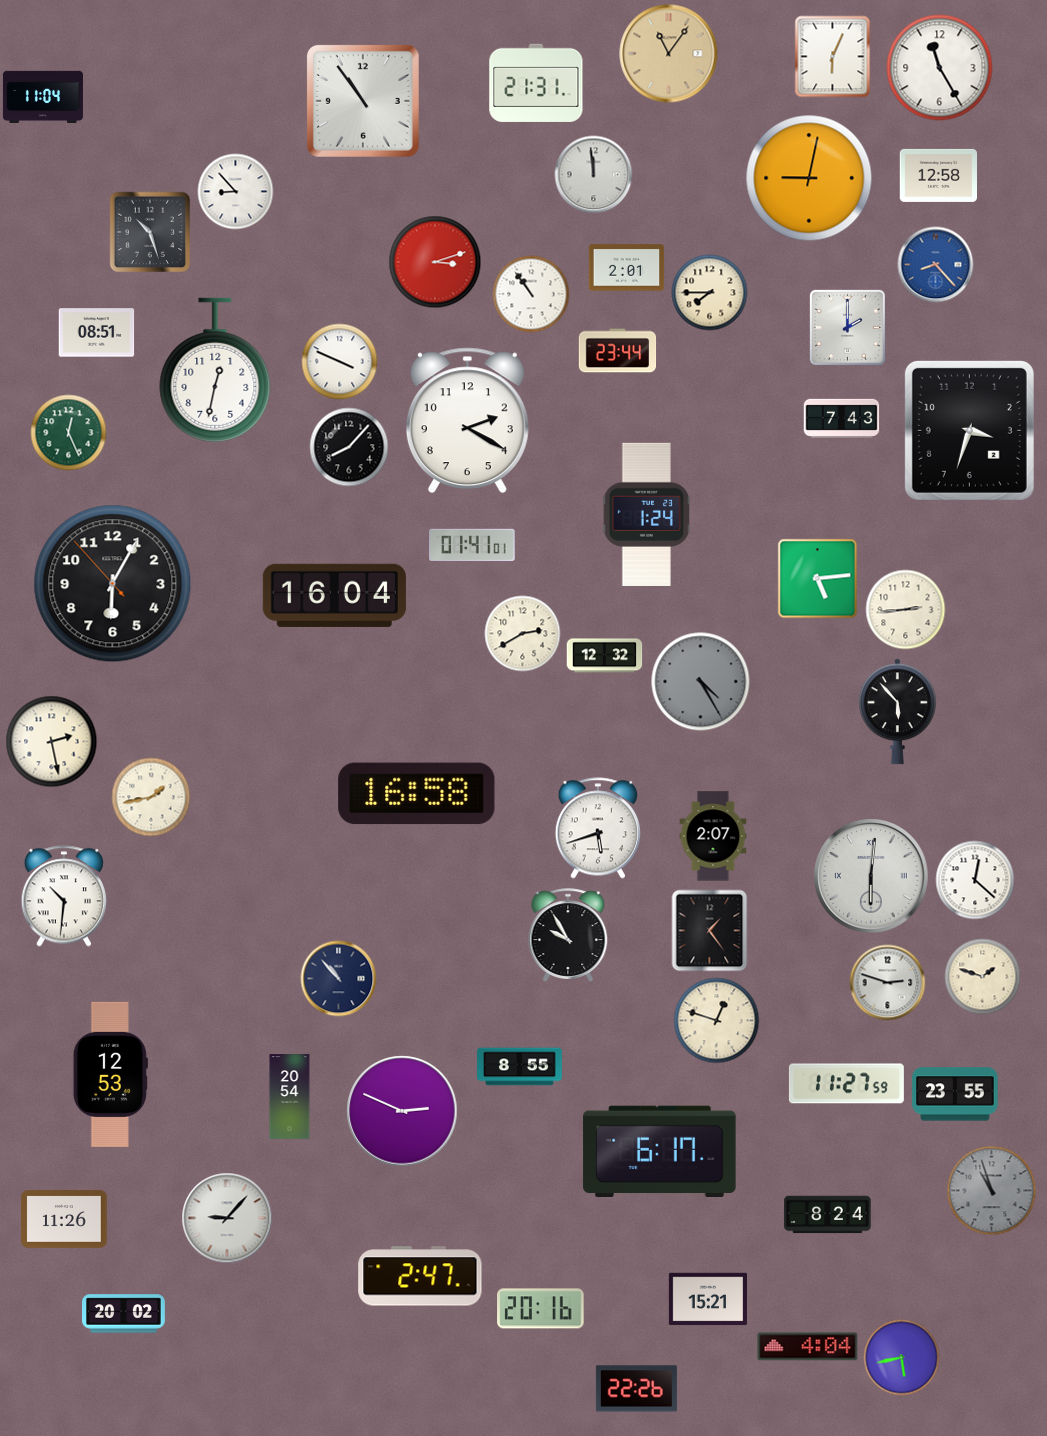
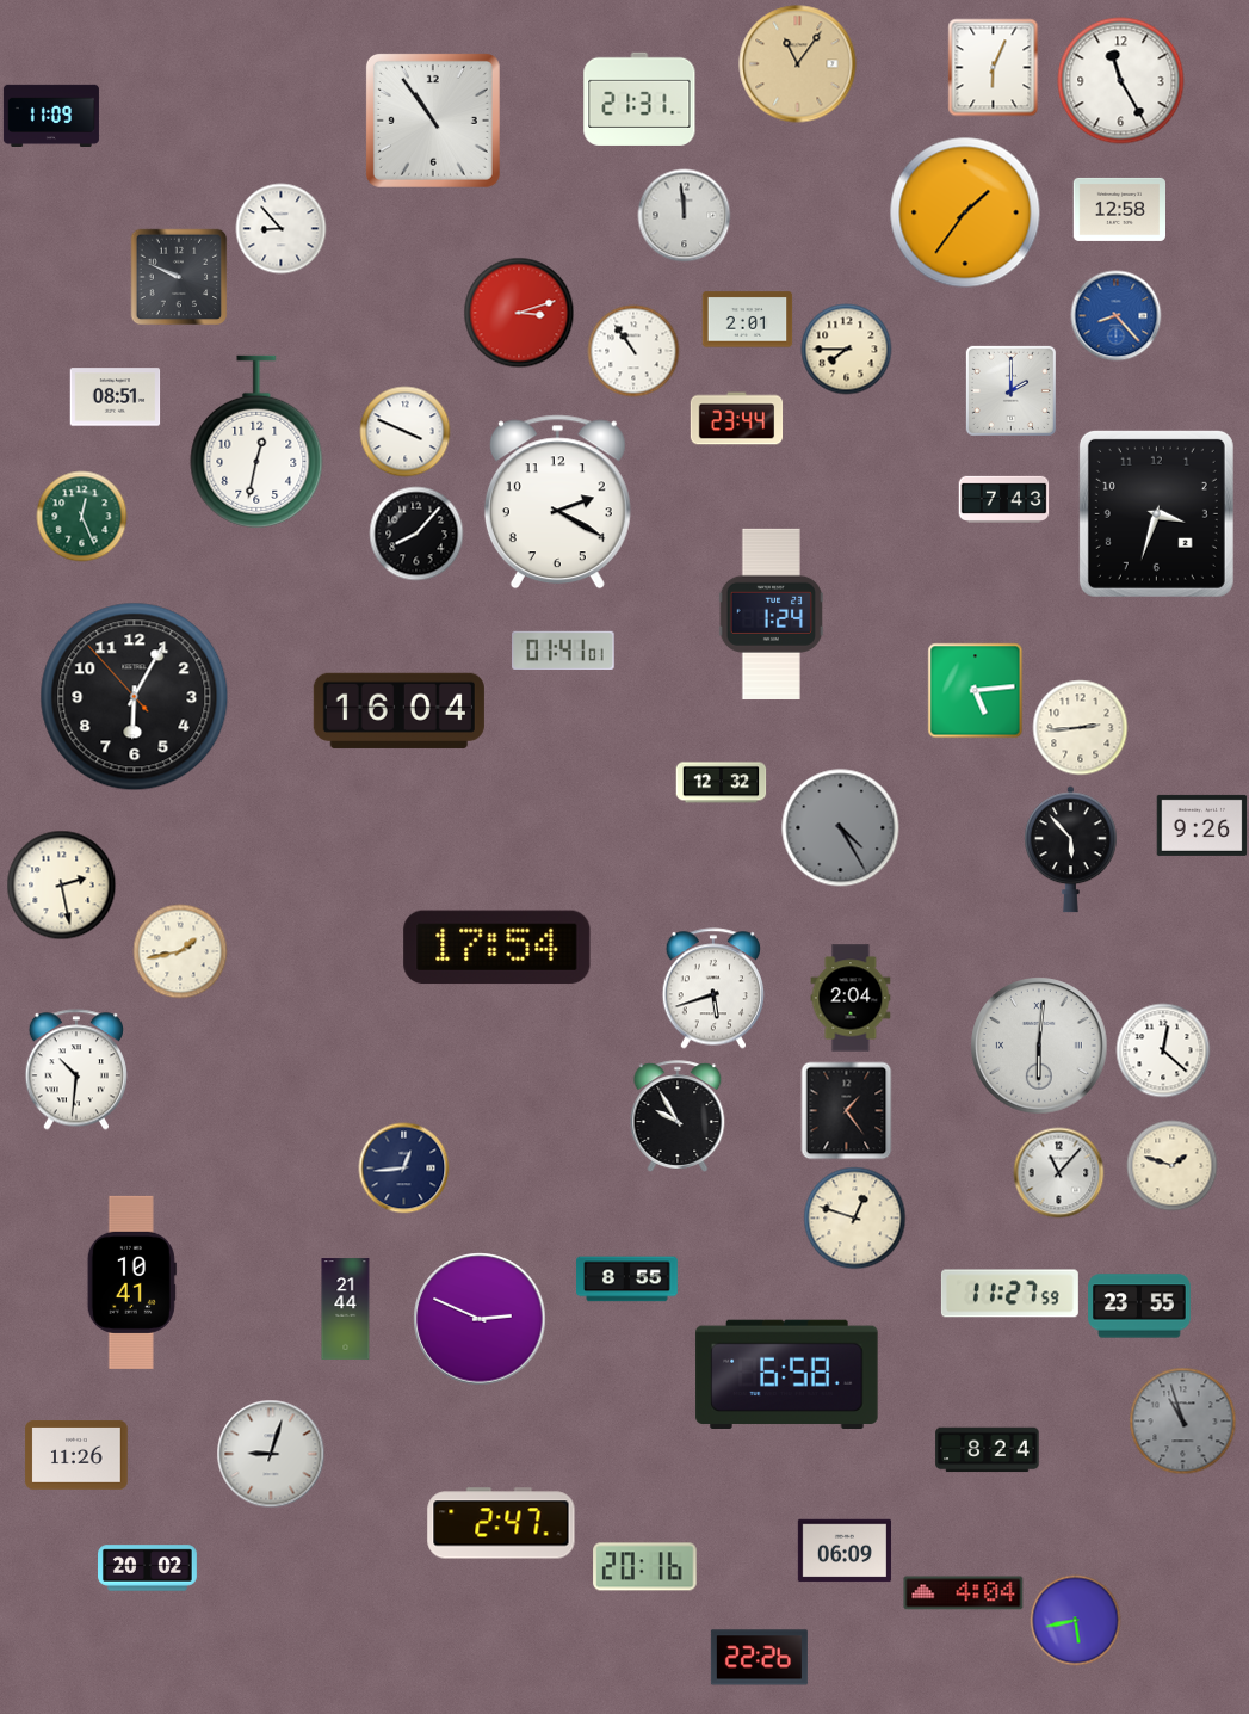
clock at (43, 96): 11:04 -> 11:09
clock at (594, 175) position: (594, 175) -> (685, 216)
clock at (809, 178): 9:02 -> 1:36
clock at (150, 232): 10:27 -> 9:49
clock at (523, 634): 2:40 -> none
clock at (701, 682) position: (701, 682) -> (841, 828)
clock at (1202, 825): none -> 9:26
clock at (417, 794): 16:58 -> 17:54
clock at (713, 836): 2:07 -> 2:04
clock at (339, 979): 10:53 -> 12:44
clock at (888, 983): 2:48 -> 11:07
clock at (520, 1067) position: (520, 1067) -> (627, 1280)
clock at (110, 1074): 12:53 -> 10:41
clock at (290, 1097): 20:54 -> 21:44
clock at (402, 1111) position: (402, 1111) -> (480, 1319)
clock at (660, 1152): 6:17 -> 6:58
clock at (227, 1218): 9:07 -> 9:03
clock at (707, 1299): 15:21 -> 06:09
clock at (541, 1309) position: (541, 1309) -> (645, 1567)
clock at (808, 1347) position: (808, 1347) -> (964, 1593)
